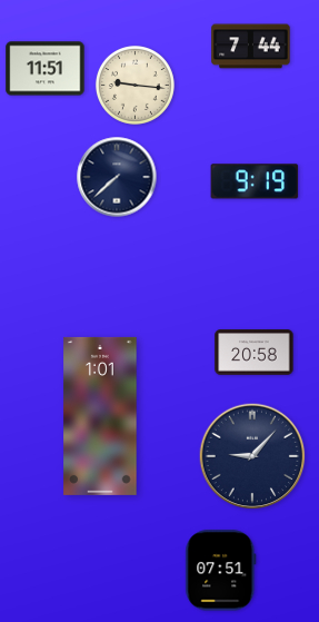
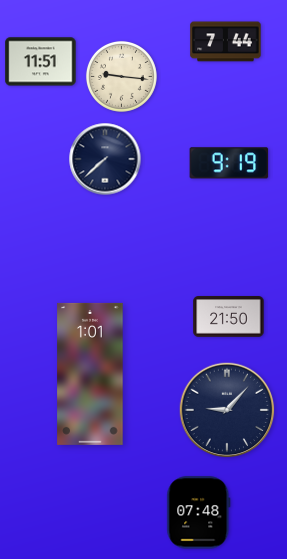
clock at (255, 353): 20:58 -> 21:50
clock at (221, 571): 07:51 -> 07:48
